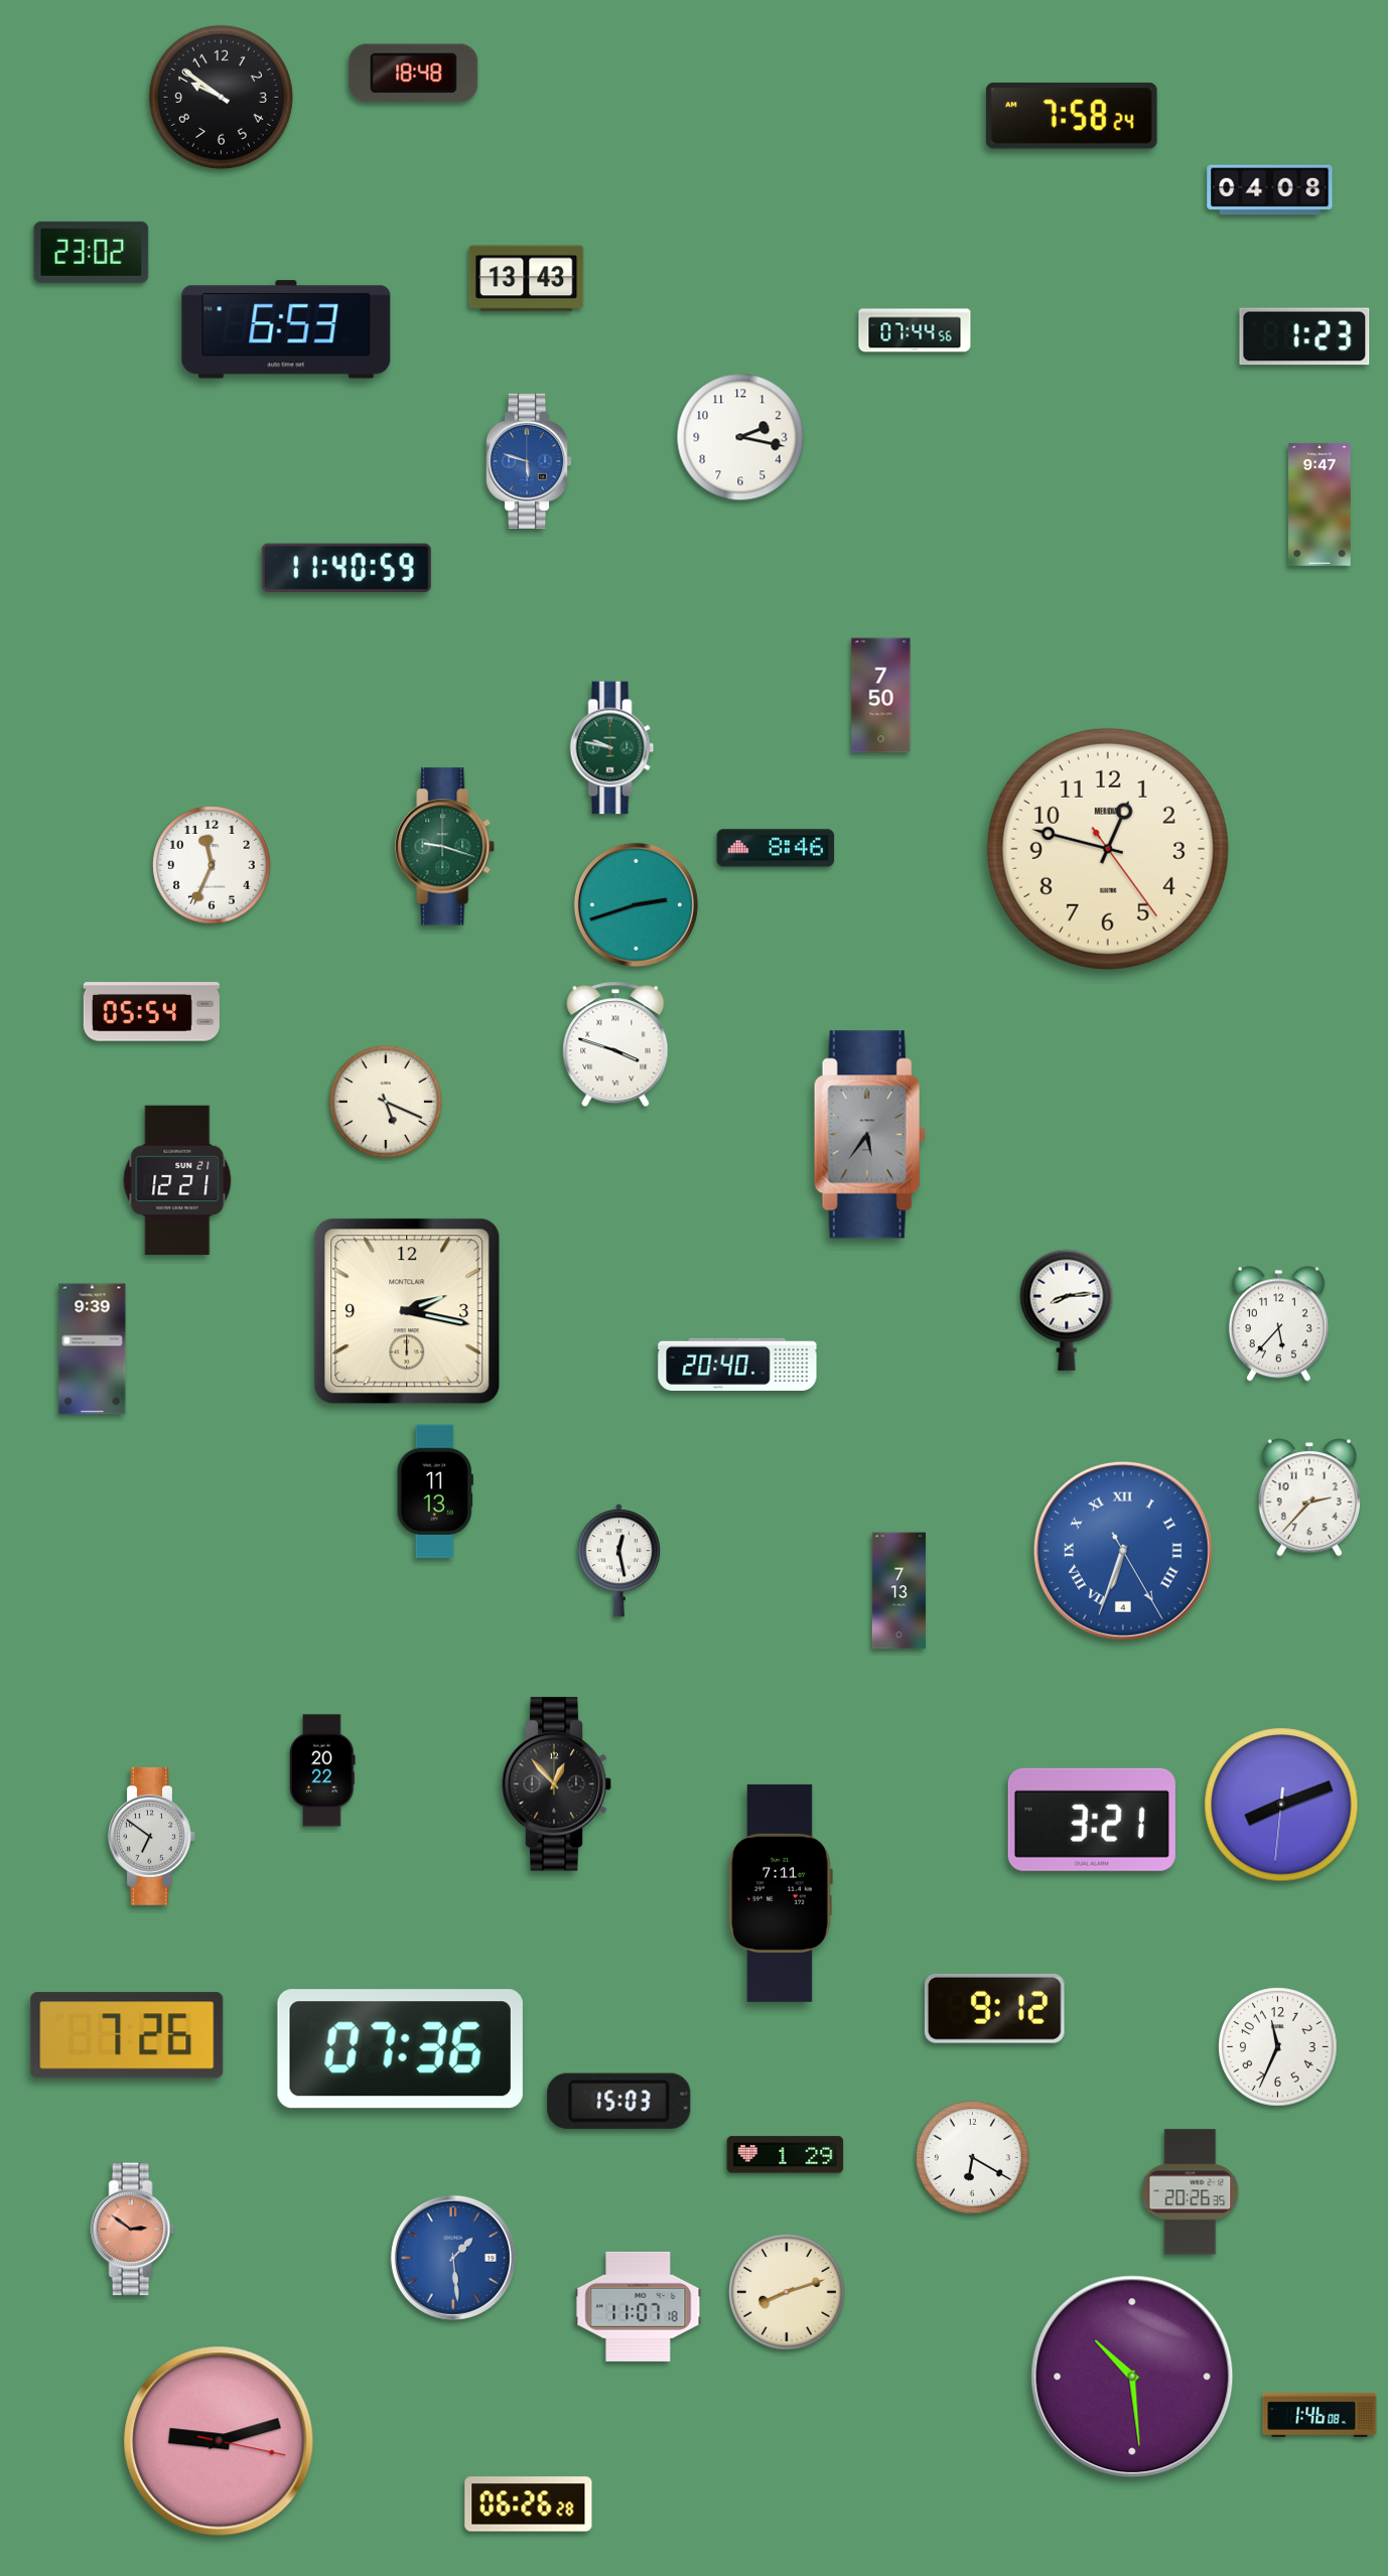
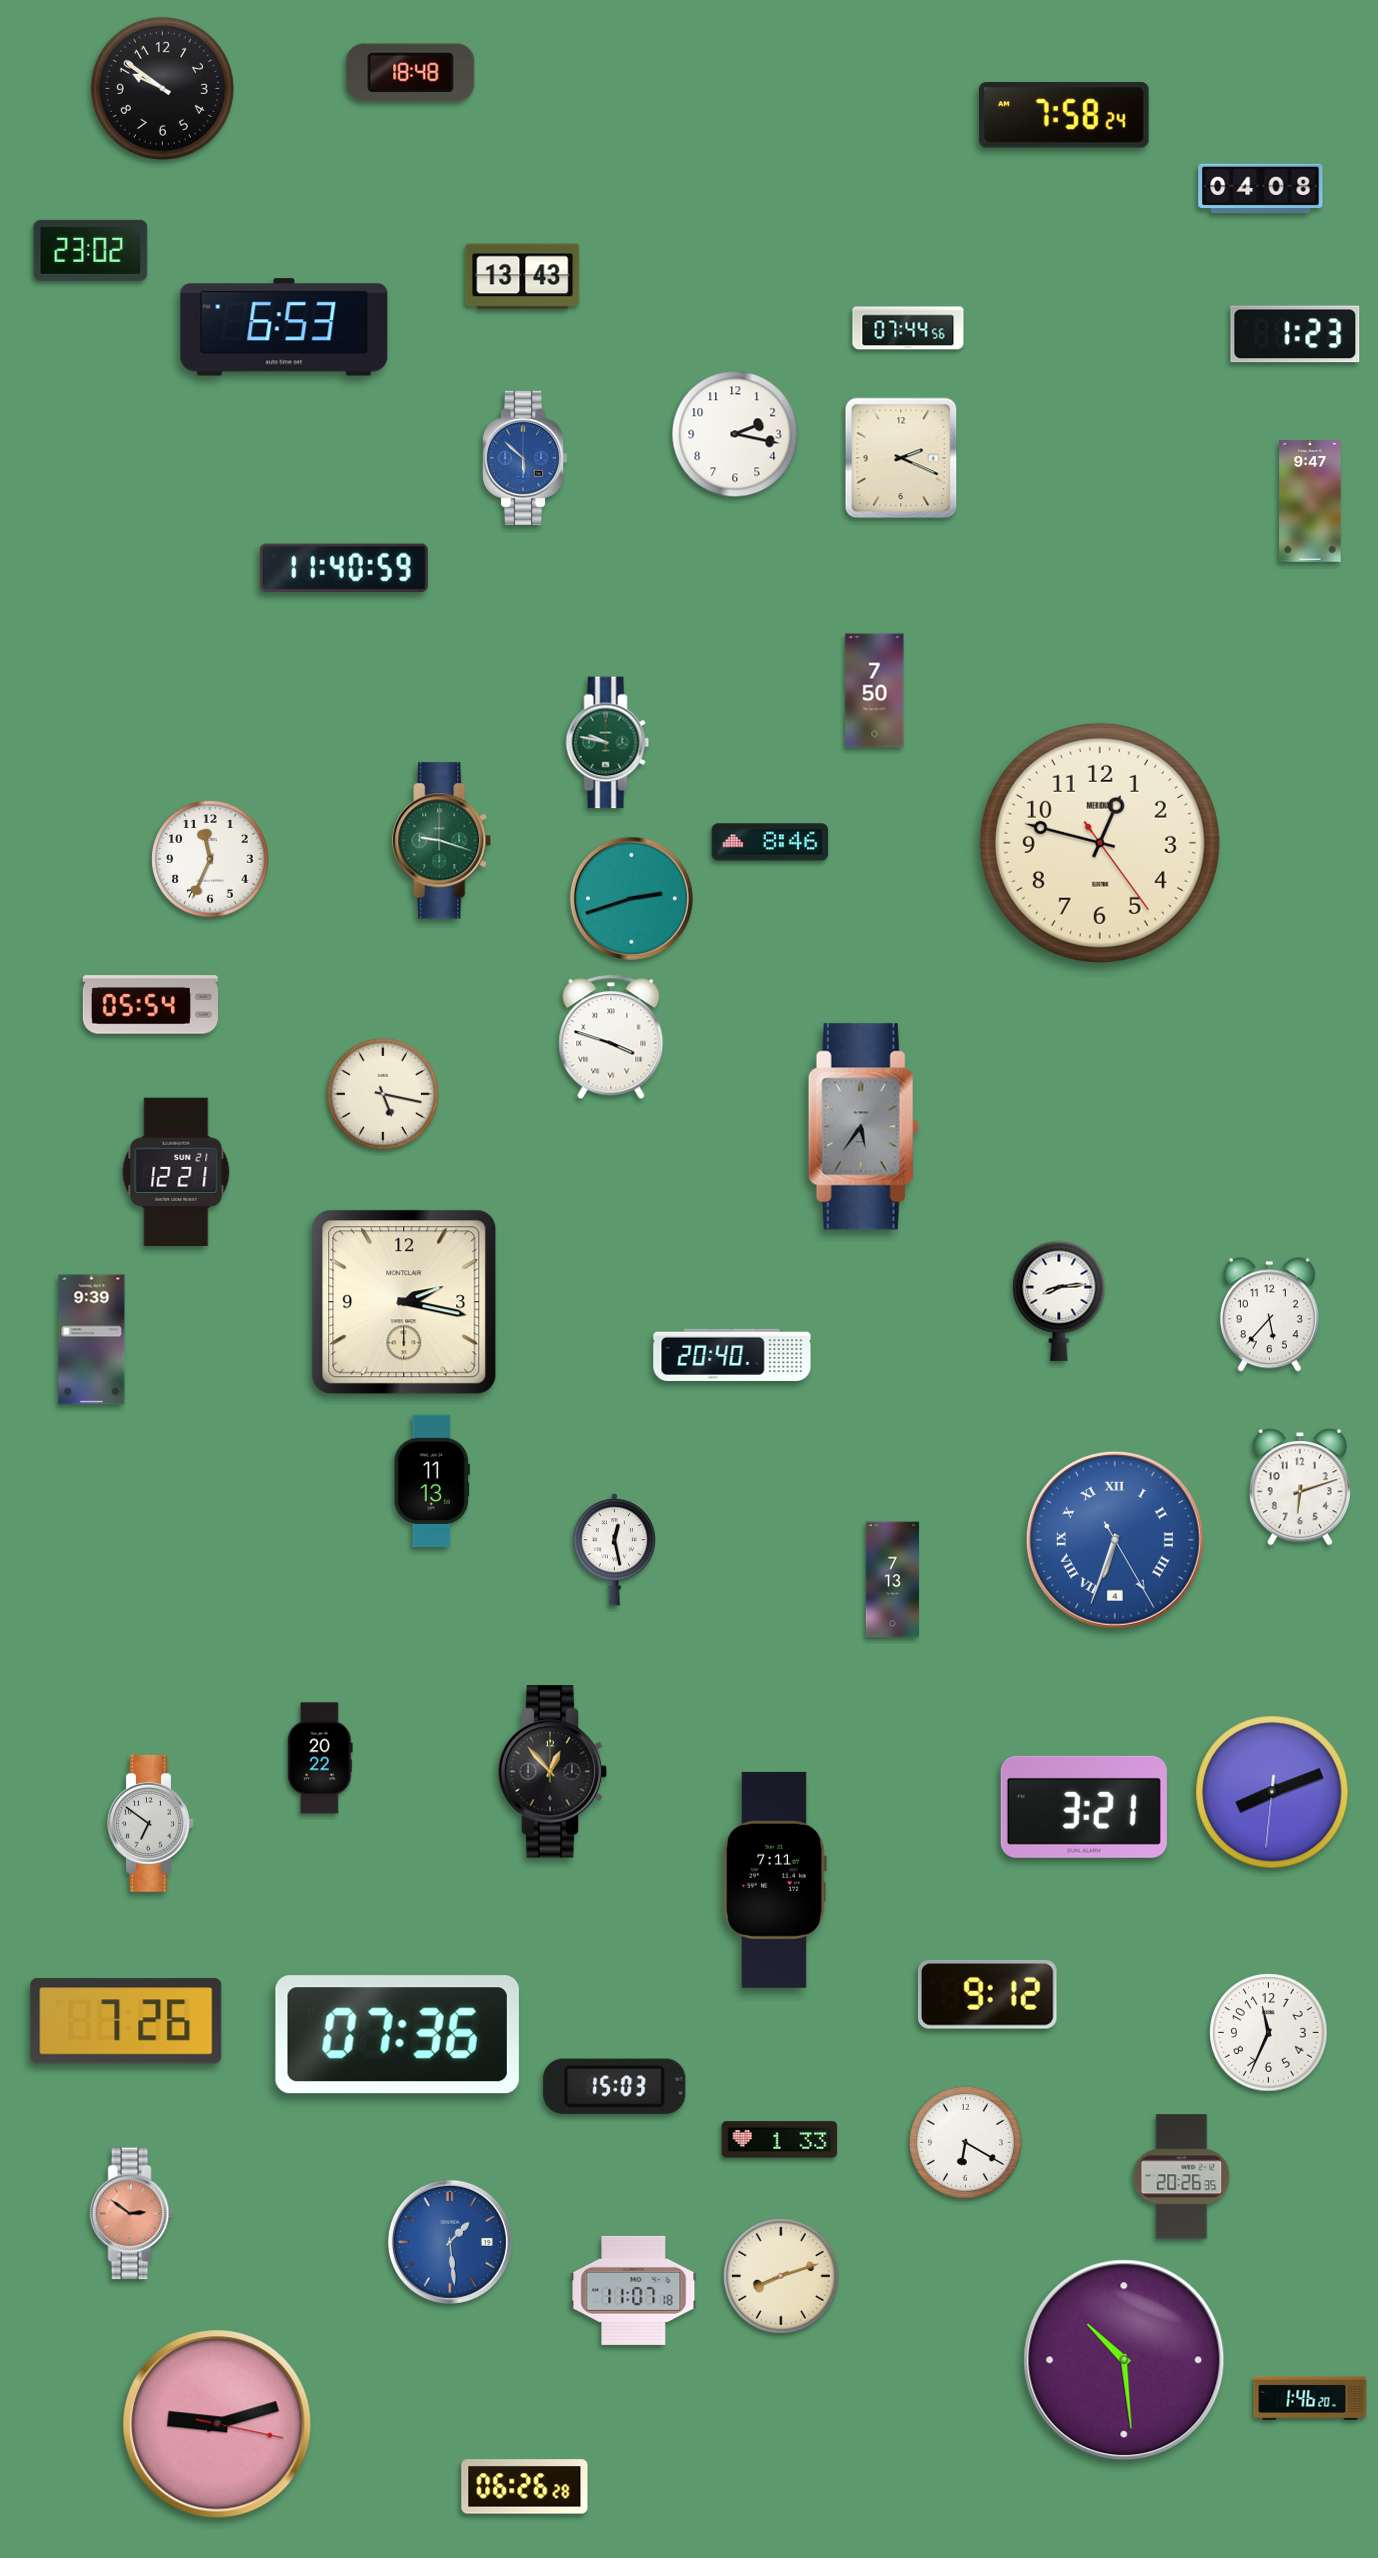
clock at (221, 97) position: (221, 97) -> (162, 88)
clock at (529, 461): 5:48 -> 5:52
clock at (901, 458): none -> 2:19
clock at (346, 568) position: (346, 568) -> (344, 568)
clock at (386, 1102): 5:19 -> 5:17
clock at (1308, 1497): 2:37 -> 6:12
clock at (786, 2155): 1:29 -> 1:33
clock at (1320, 2415): 1:46:08 -> 1:46:20
